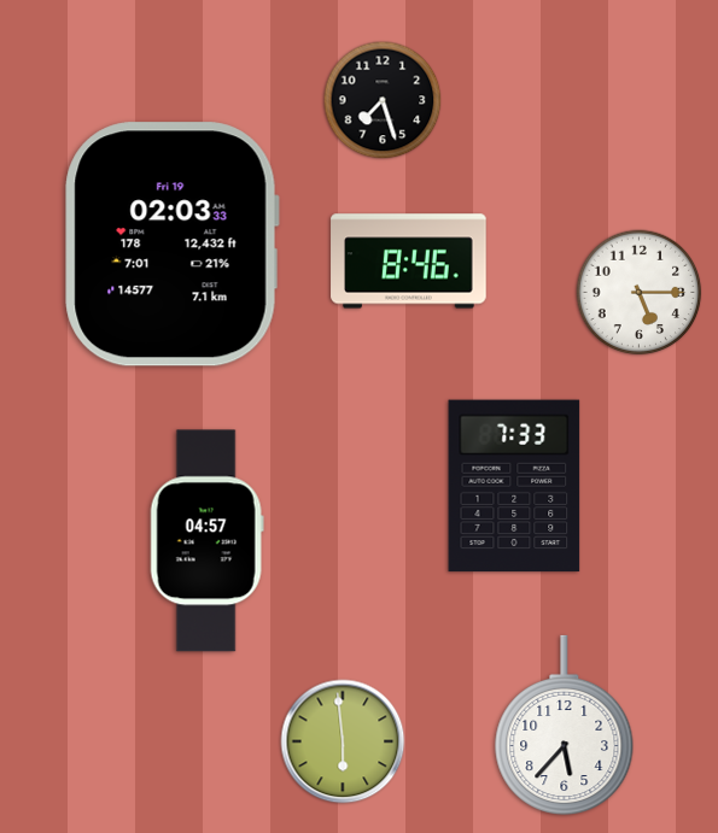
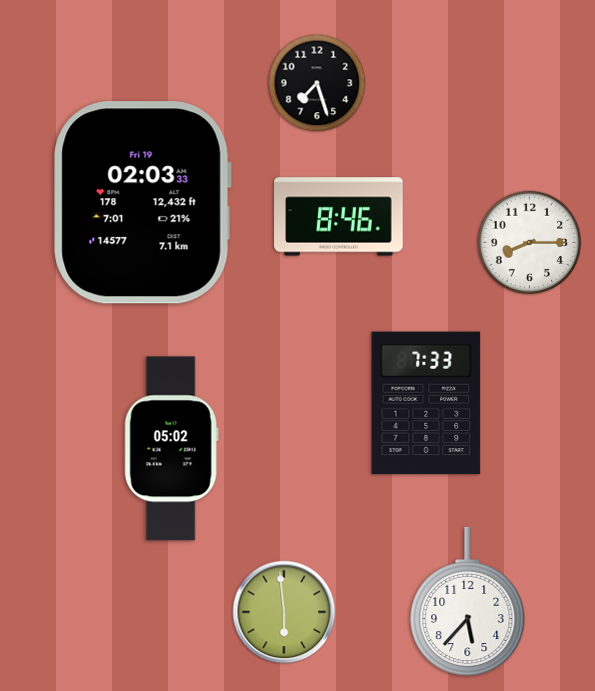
clock at (640, 293): 5:15 -> 8:15
clock at (206, 541): 04:57 -> 05:02
clock at (343, 741) position: (343, 741) -> (284, 612)
